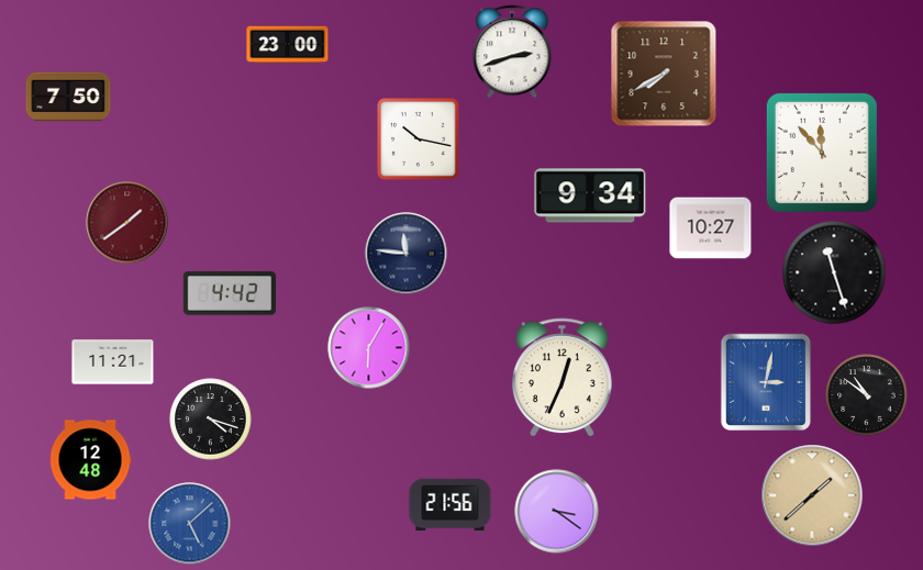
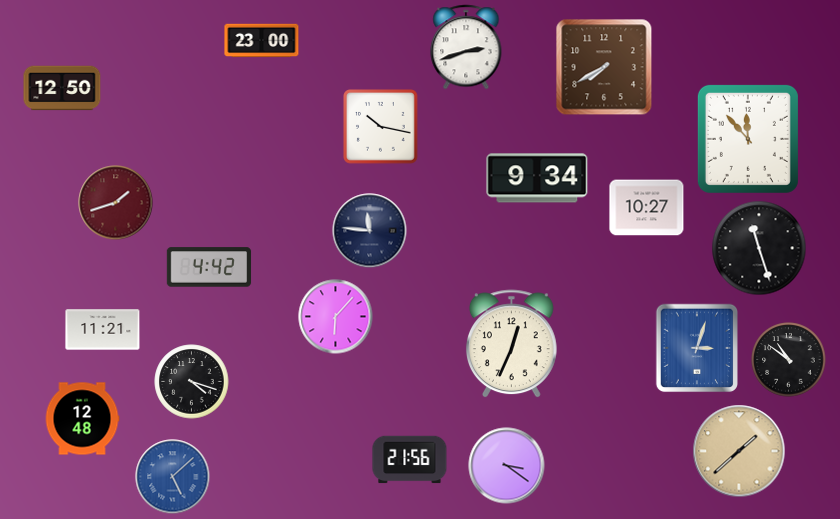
clock at (68, 97): 7:50 -> 12:50
clock at (127, 223): 1:39 -> 1:42
clock at (369, 348): 6:05 -> 6:07
clock at (766, 382): 3:02 -> 3:03
